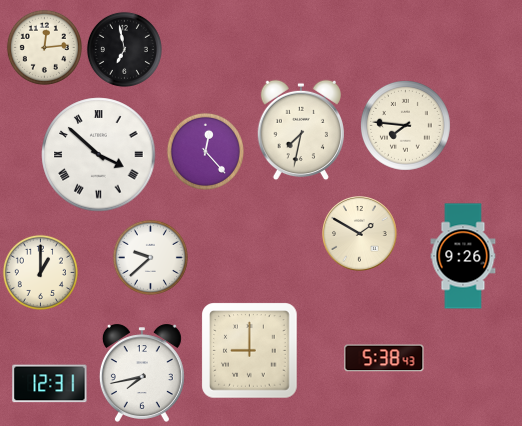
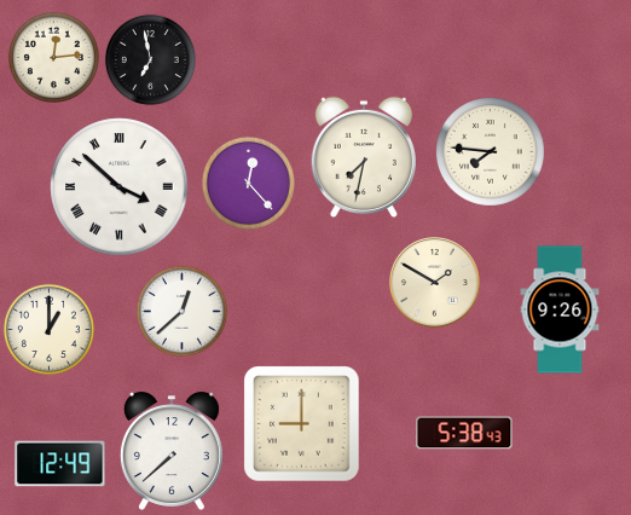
clock at (150, 257): 9:38 -> 12:38
clock at (142, 373): 7:43 -> 7:38
clock at (50, 384): 12:31 -> 12:49
